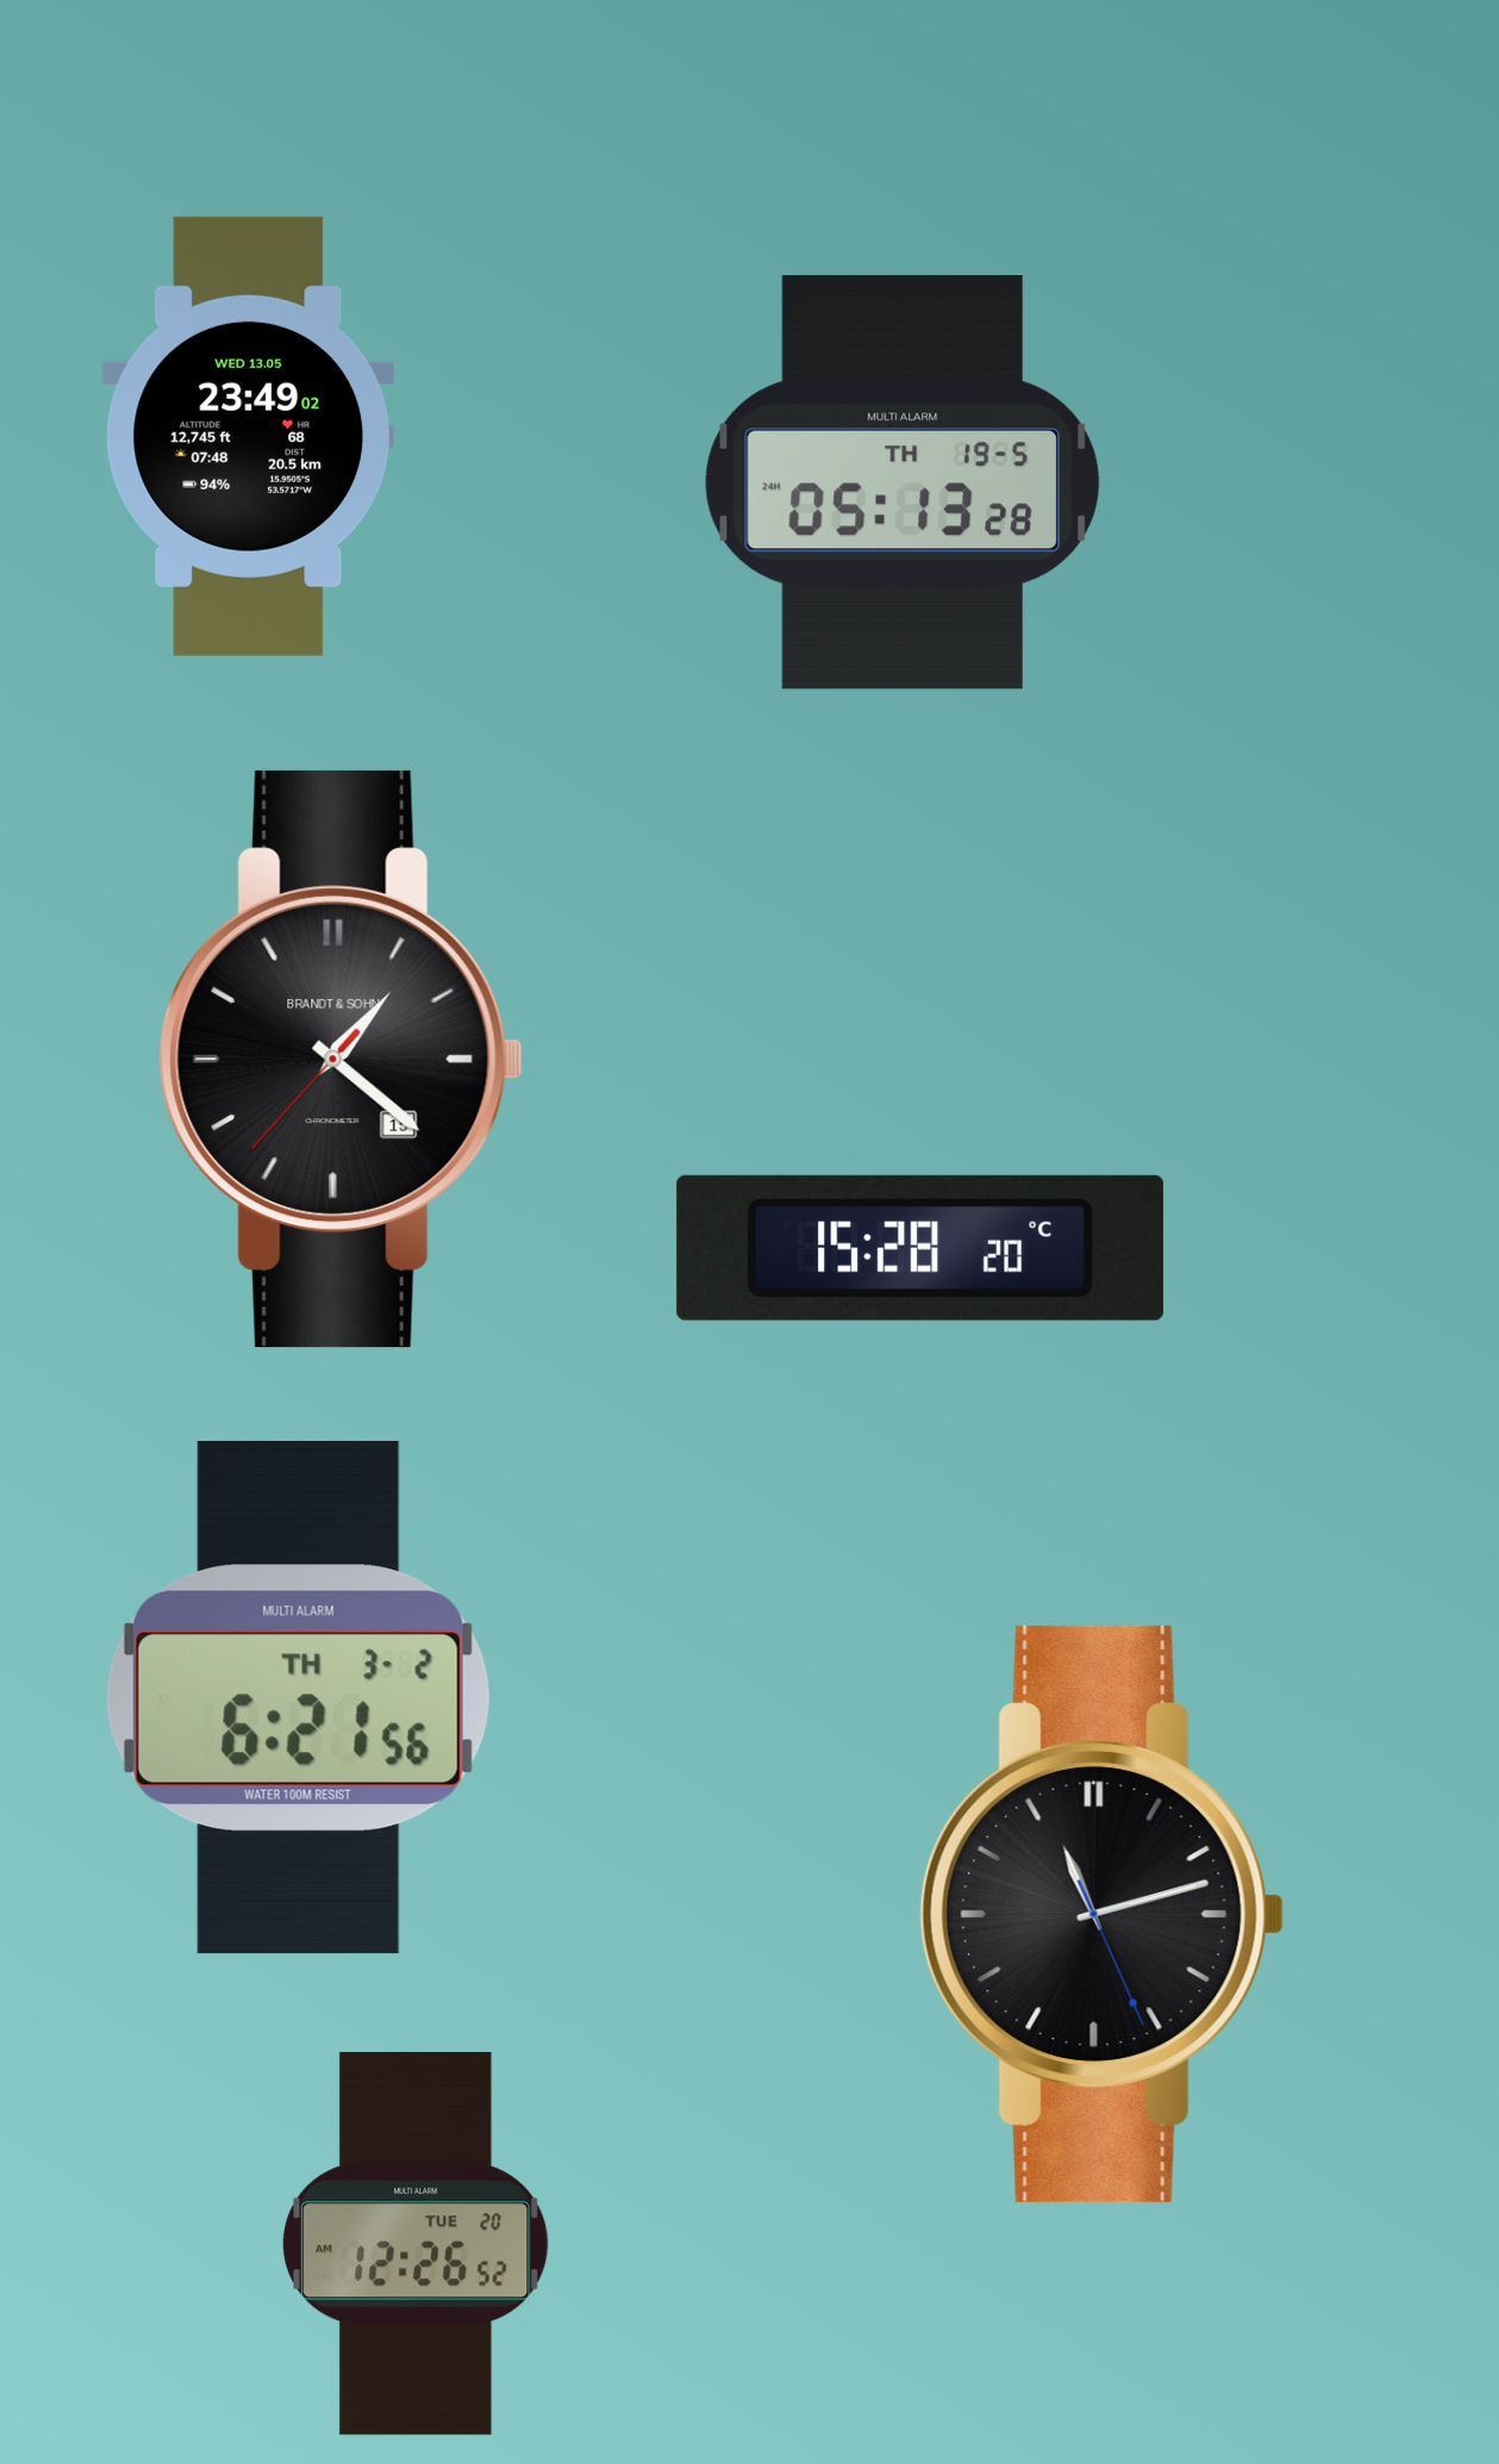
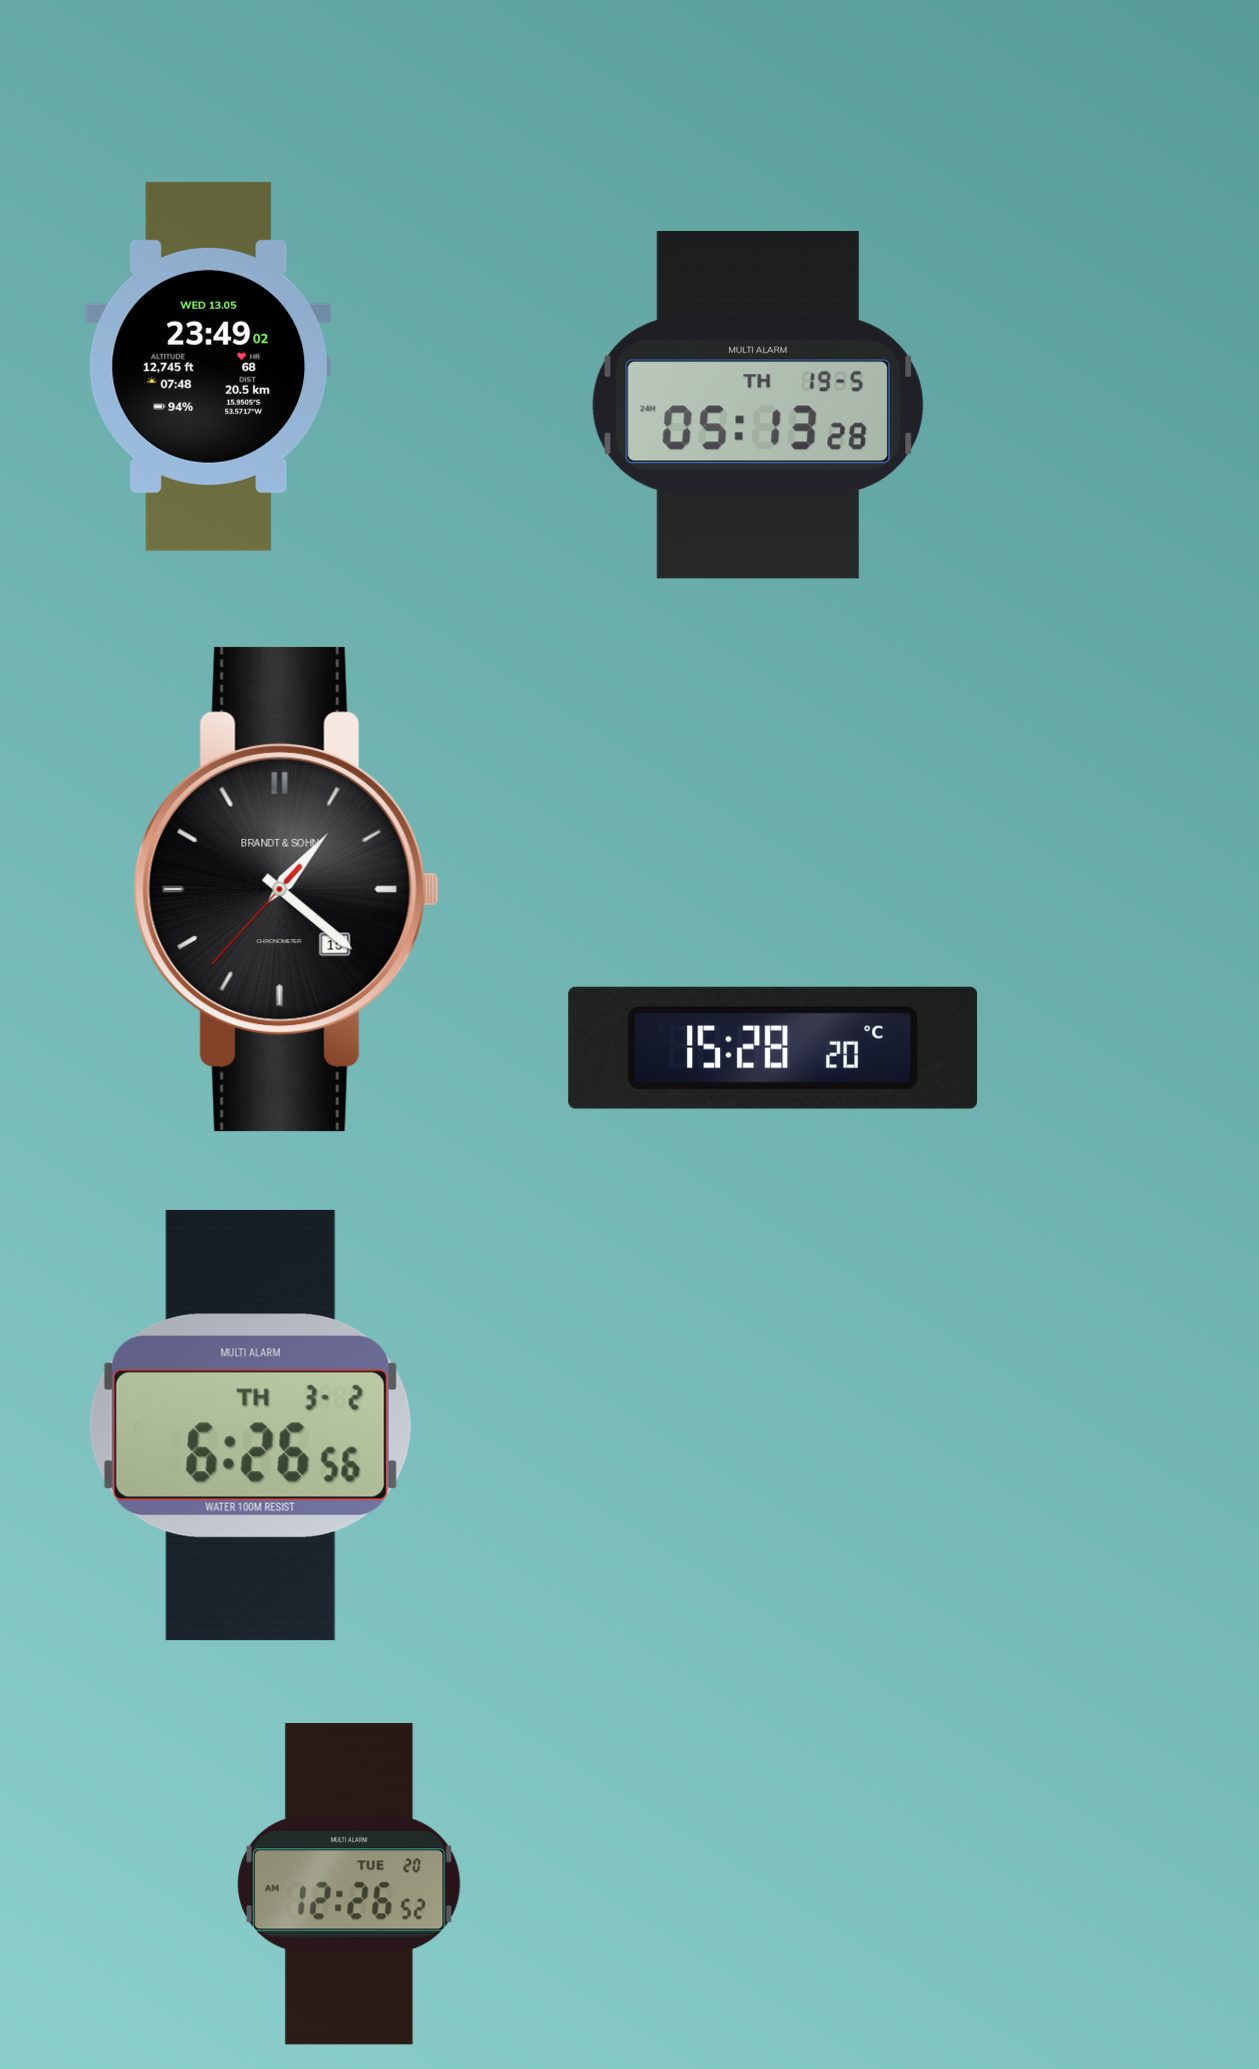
clock at (298, 1697): 6:21 -> 6:26
clock at (1101, 1914): 11:12 -> none
